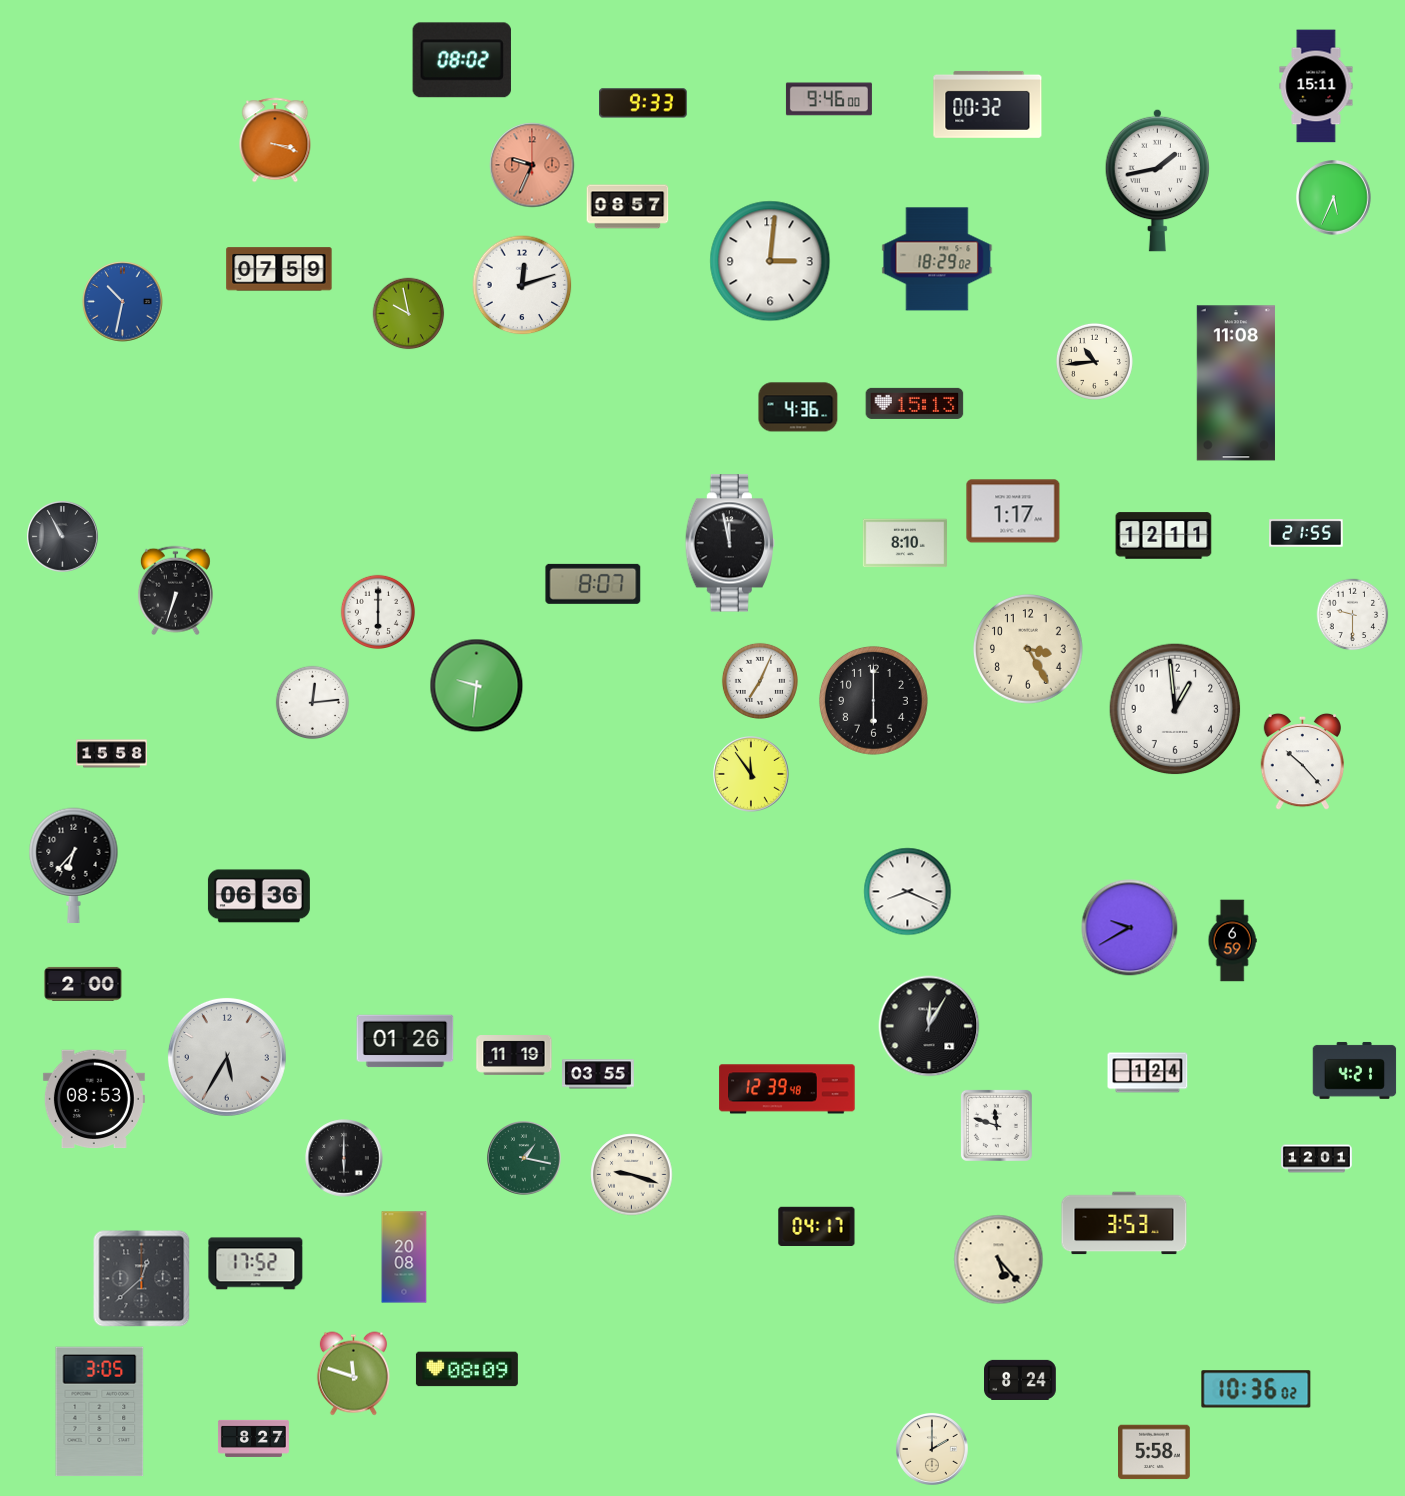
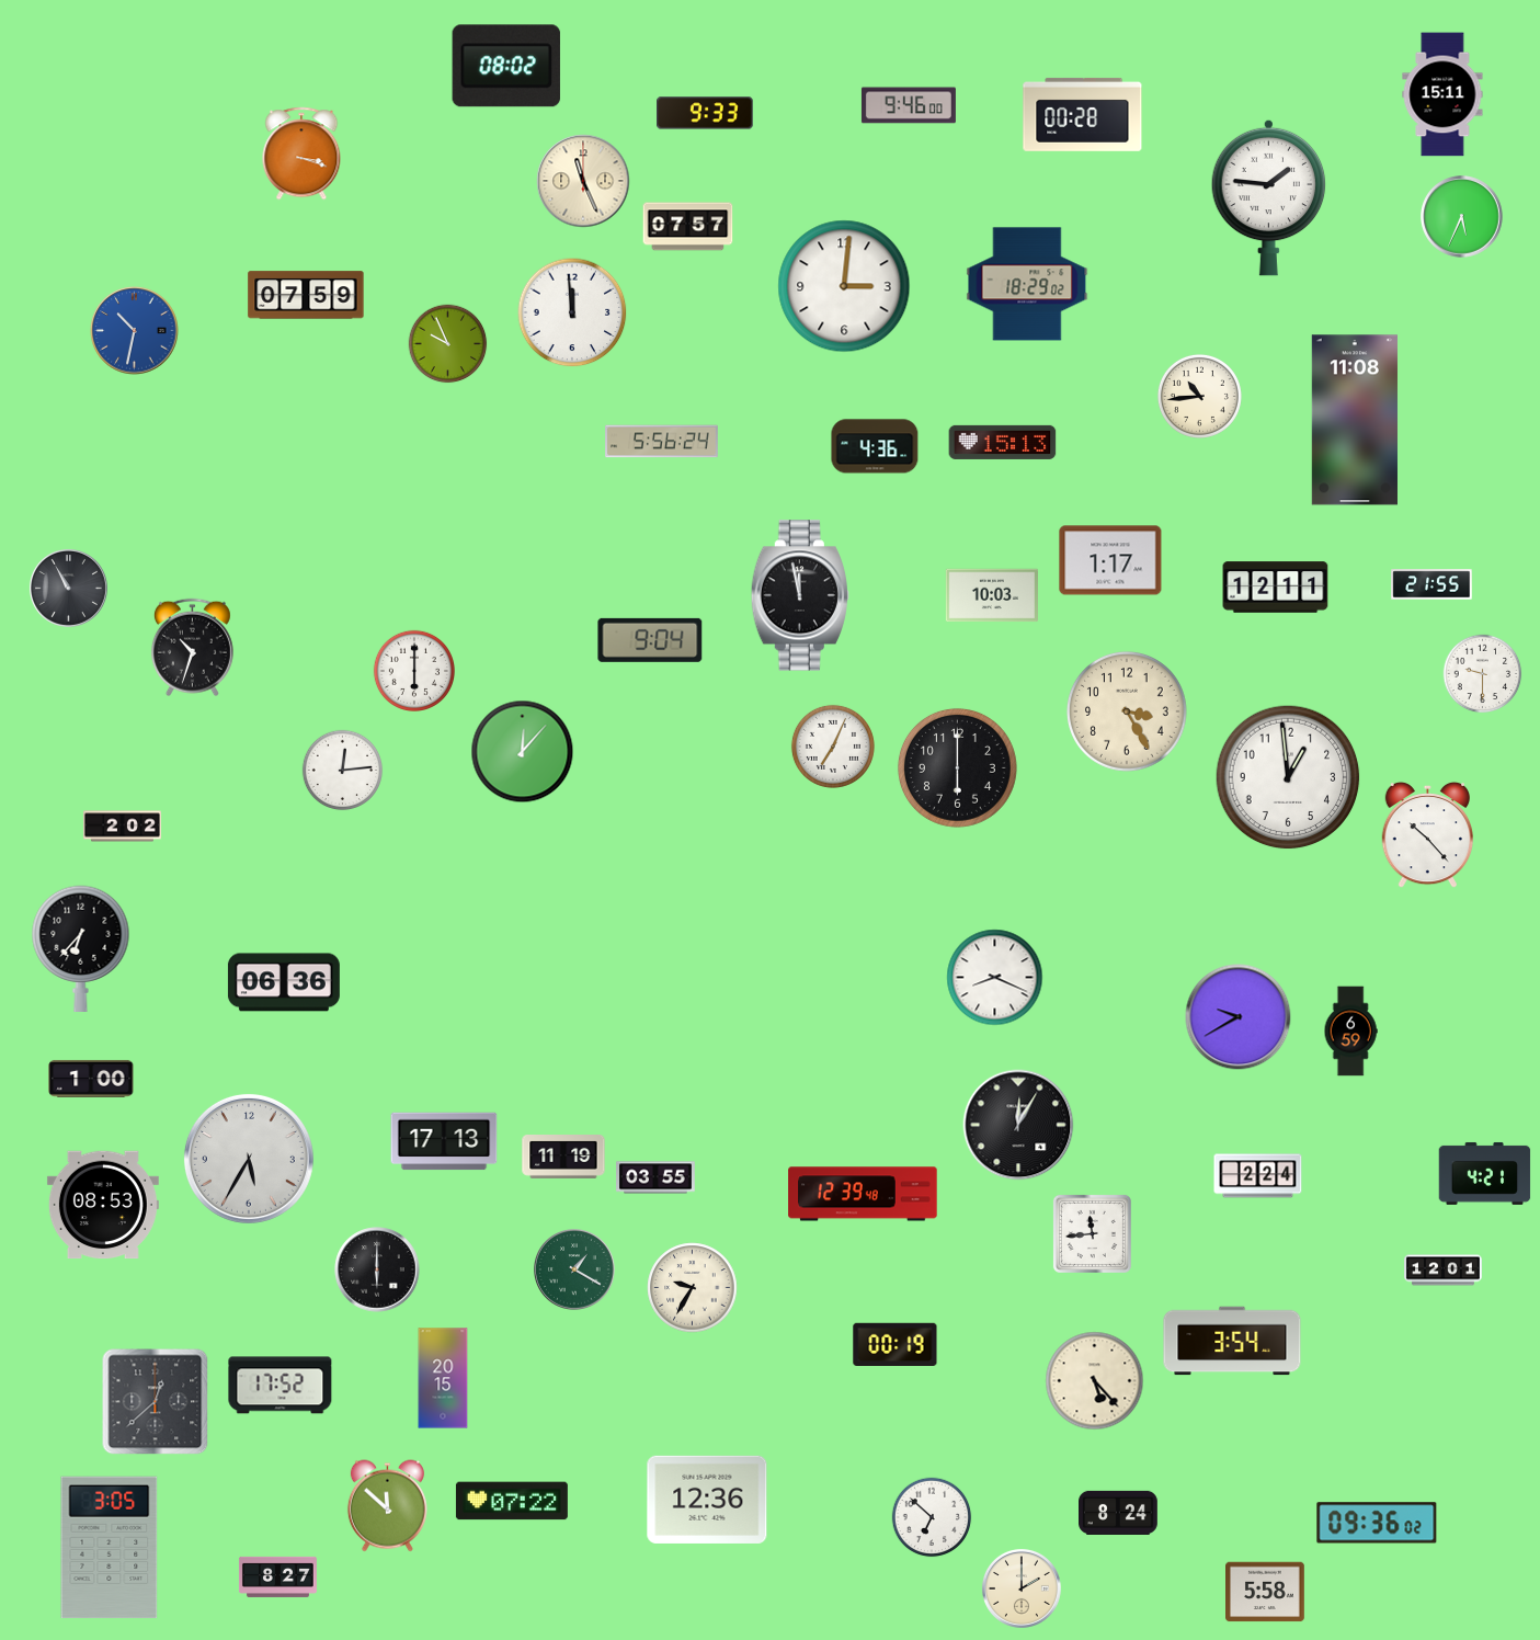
clock at (829, 99) position: (829, 99) -> (909, 105)
clock at (988, 104): 00:32 -> 00:28
clock at (532, 165): 9:34 -> 11:26
clock at (532, 165) dial: salmon -> cream
clock at (1158, 180): 1:43 -> 1:46
clock at (628, 207): 08:57 -> 07:57
clock at (522, 285): 12:12 -> 11:59
clock at (409, 314): 9:58 -> 9:56
clock at (662, 442): none -> 5:56
clock at (904, 543): 8:10 -> 10:03
clock at (593, 584): 8:07 -> 9:04
clock at (175, 591): 6:33 -> 10:33
clock at (477, 686): 9:31 -> 12:07
clock at (112, 754): 15:58 -> 2:02
clock at (751, 774): 11:54 -> none
clock at (83, 984): 2:00 -> 1:00
clock at (405, 1041): 01:26 -> 17:13
clock at (1148, 1073): 1:24 -> 2:24
clock at (996, 1125): 11:48 -> 11:44
clock at (524, 1158): 1:17 -> 1:20
clock at (632, 1175): 9:18 -> 9:35
clock at (1124, 1223): 3:53 -> 3:54
clock at (817, 1226): 04:17 -> 00:19
clock at (404, 1257): 20:08 -> 20:15
clock at (707, 1500): none -> 12:36
clock at (467, 1369): 08:09 -> 07:22
clock at (353, 1374): 11:48 -> 11:52
clock at (932, 1517): none -> 6:52
clock at (1256, 1389): 10:36 -> 09:36
